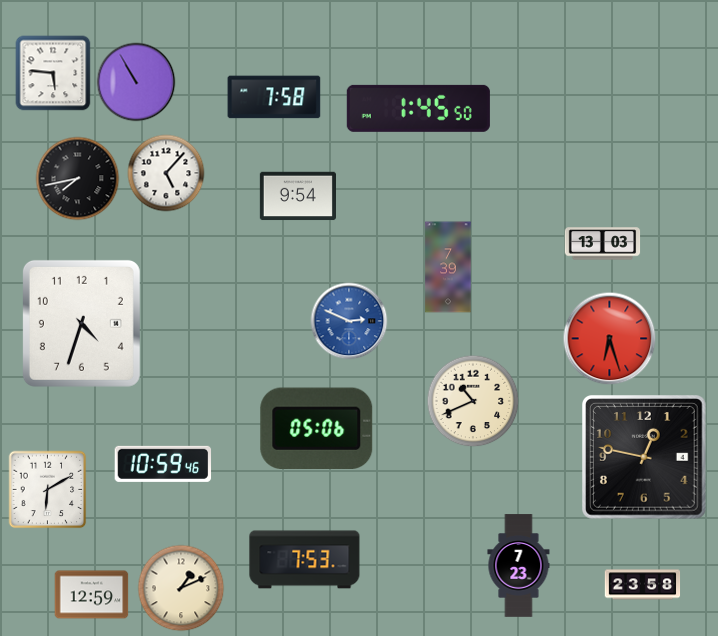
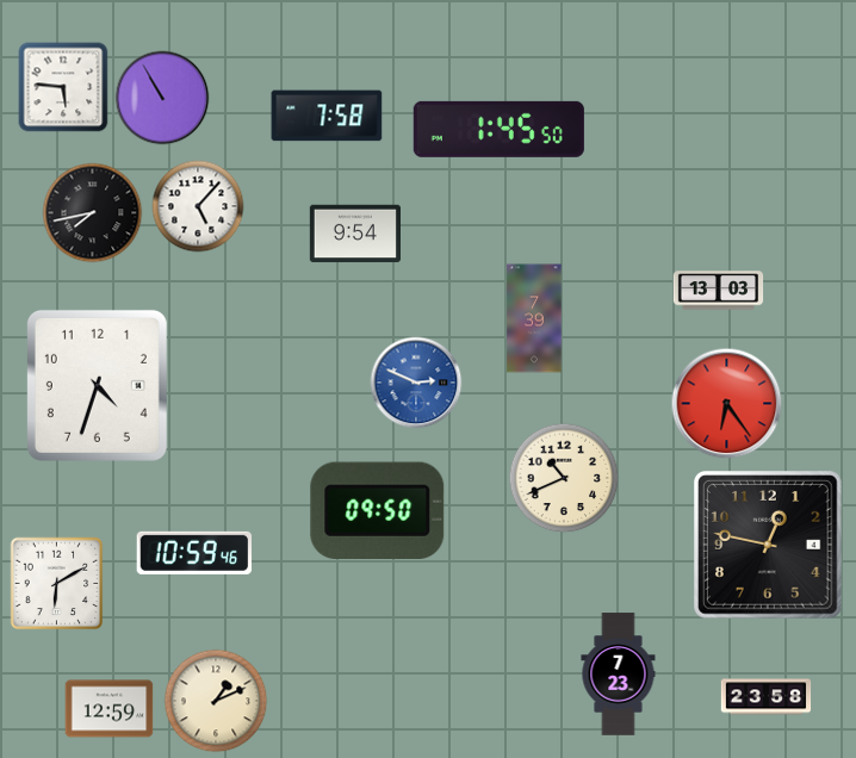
clock at (610, 339): 6:27 -> 6:24
clock at (317, 428): 05:06 -> 09:50
clock at (305, 560): 7:53 -> none
